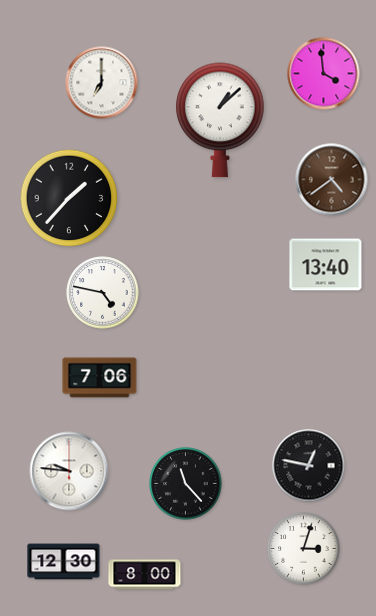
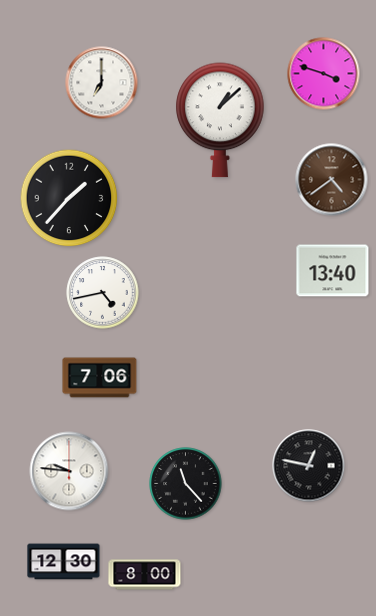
clock at (324, 74): 3:59 -> 3:48
clock at (326, 265) position: (326, 265) -> (333, 271)
clock at (103, 293): 4:47 -> 4:43
clock at (304, 549): 3:03 -> none
